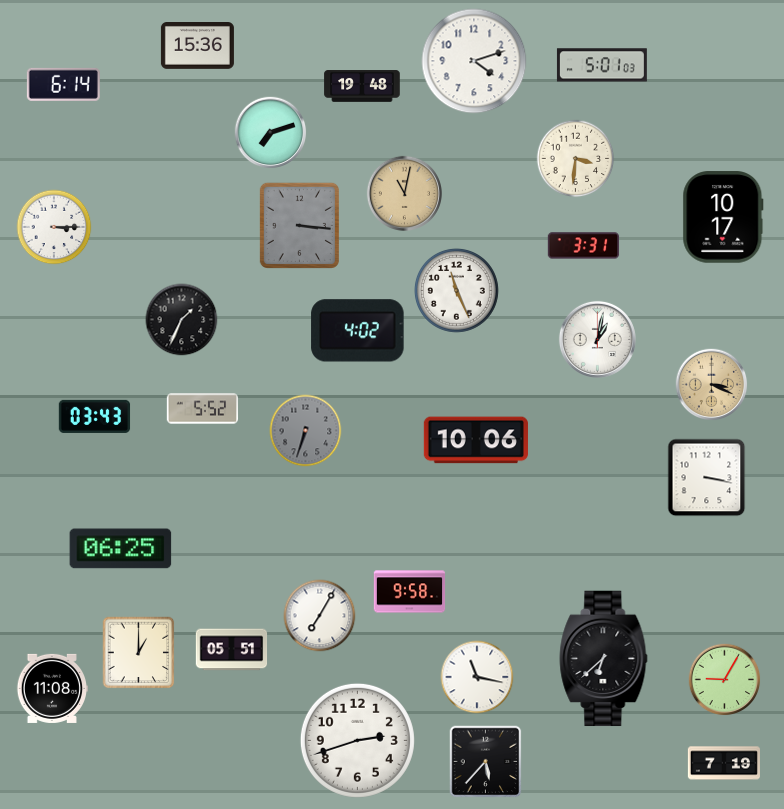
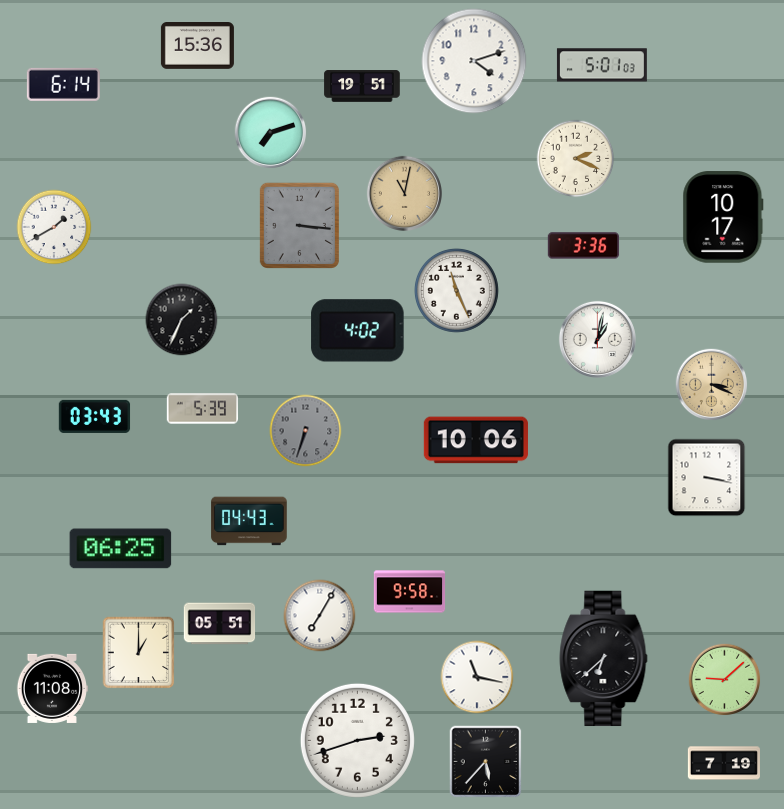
clock at (362, 86): 19:48 -> 19:51
clock at (576, 159): 3:31 -> 2:19
clock at (54, 227): 3:15 -> 1:40
clock at (584, 246): 3:31 -> 3:36
clock at (203, 409): 5:52 -> 5:39
clock at (249, 521): none -> 04:43
clock at (232, 650) position: (232, 650) -> (220, 624)
clock at (725, 680): 9:05 -> 9:08
